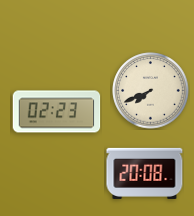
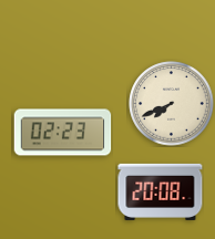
clock at (151, 91) position: (151, 91) -> (172, 104)
clock at (57, 112) position: (57, 112) -> (63, 133)
